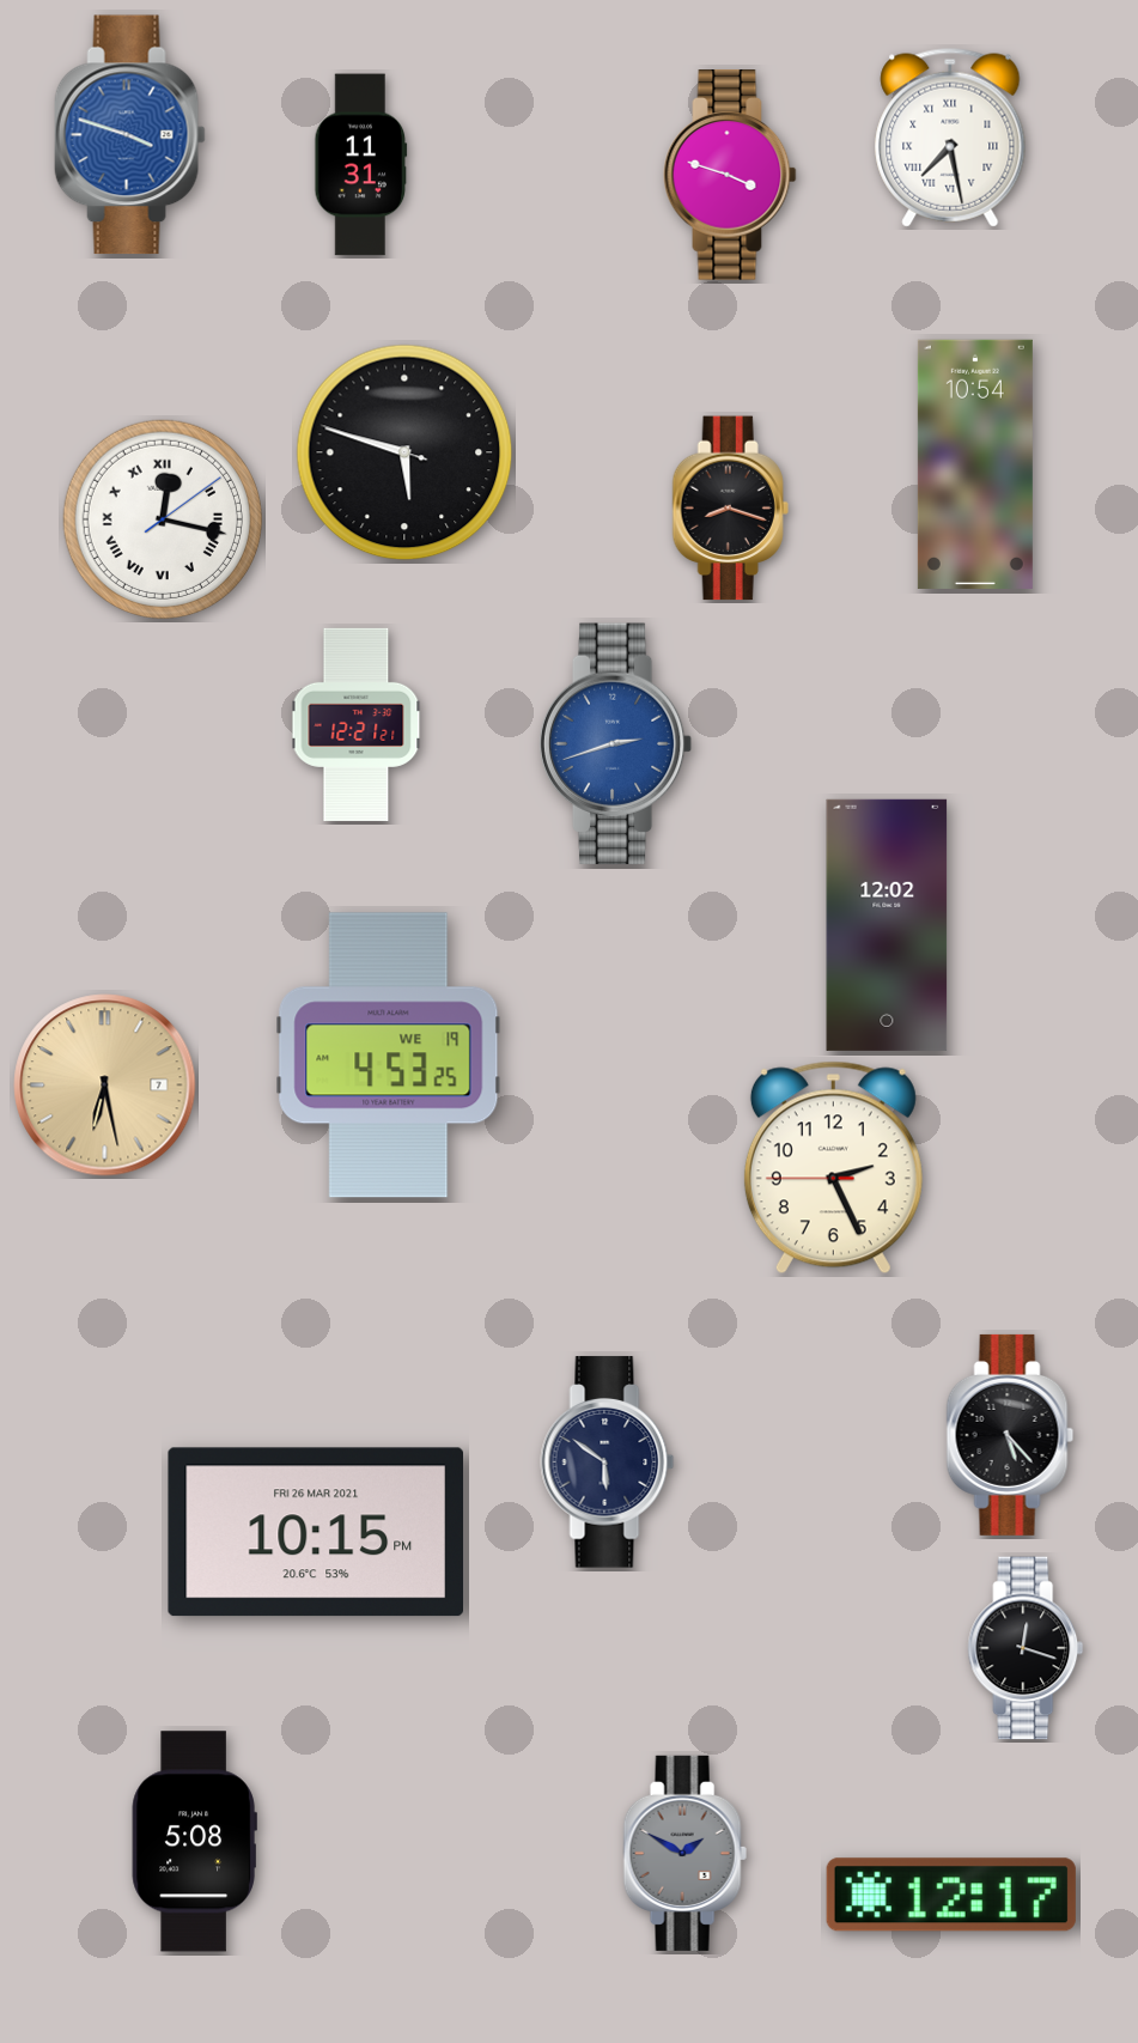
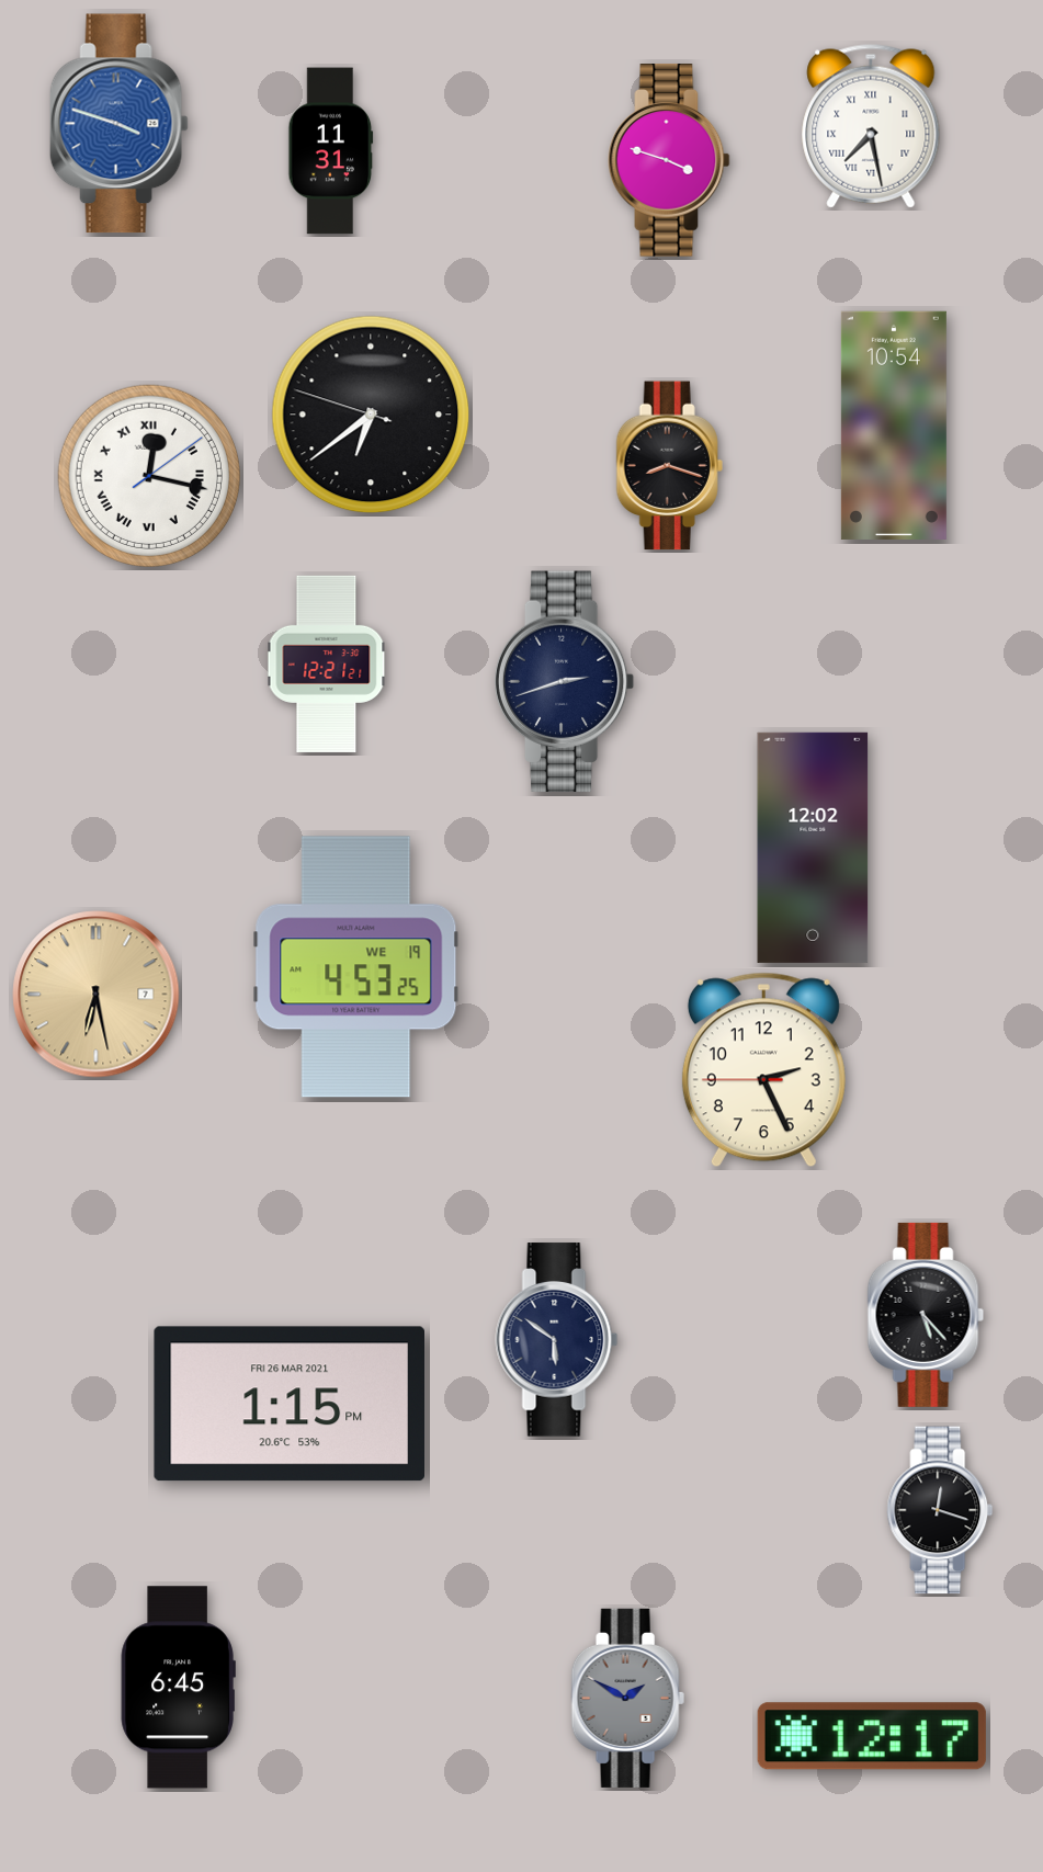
clock at (404, 452): 5:47 -> 6:38
clock at (616, 744) dial: blue -> navy
clock at (315, 1532): 10:15 -> 1:15
clock at (194, 1842): 5:08 -> 6:45
